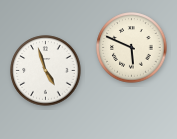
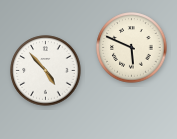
clock at (46, 71): 4:57 -> 4:53
